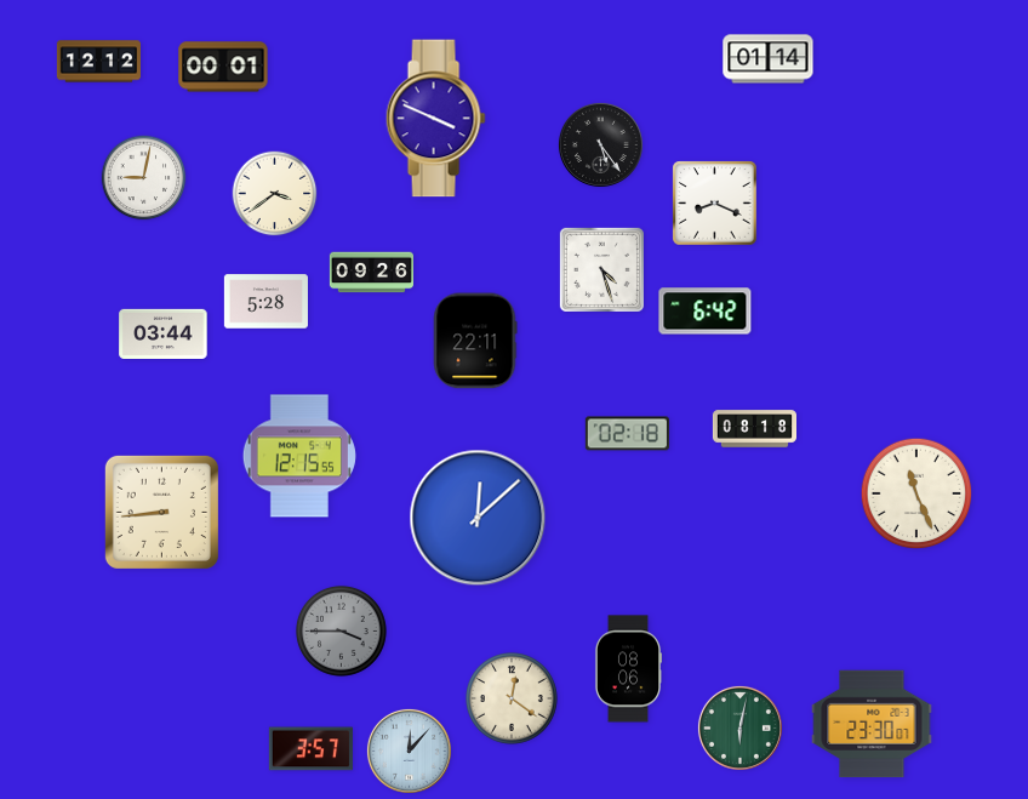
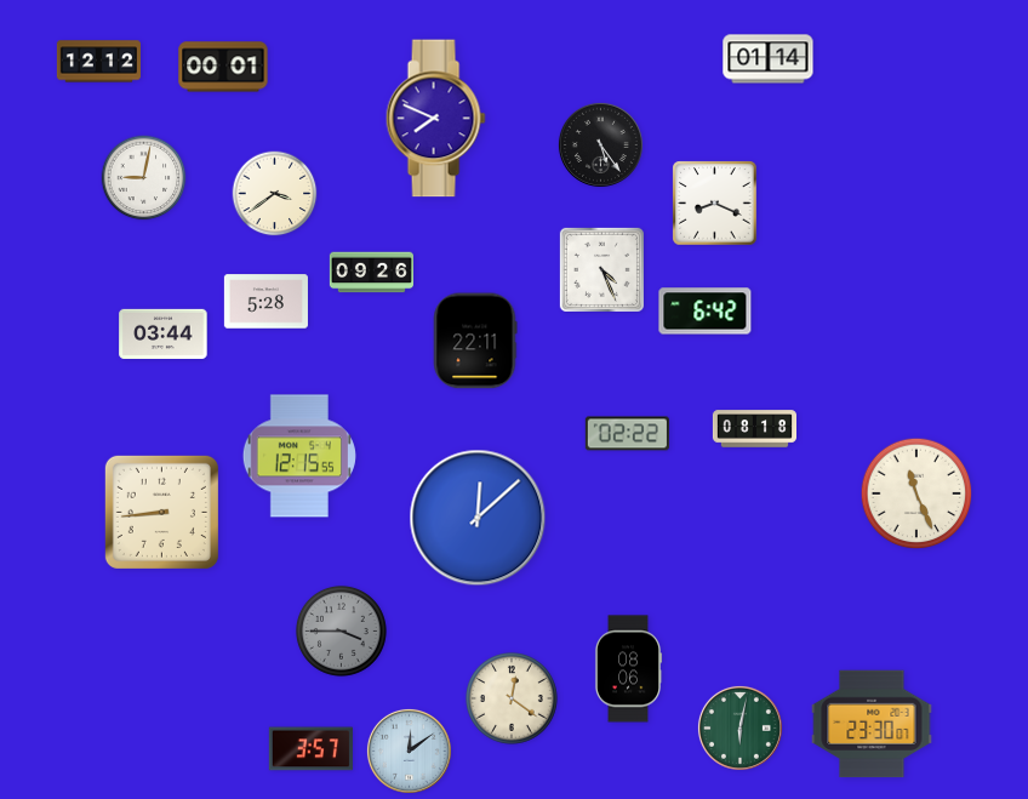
clock at (435, 119): 3:49 -> 7:49
clock at (601, 269): 4:27 -> 4:26
clock at (627, 434): 02:18 -> 02:22
clock at (409, 751): 12:07 -> 12:09
